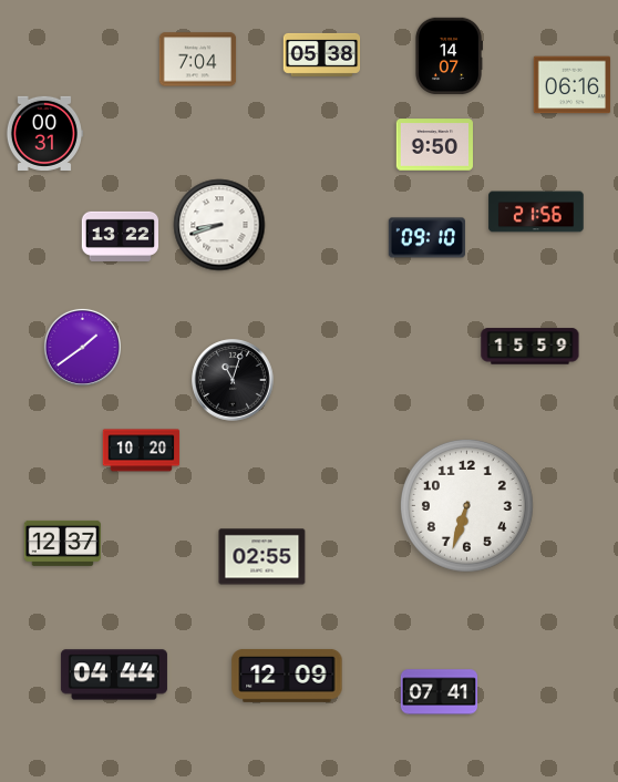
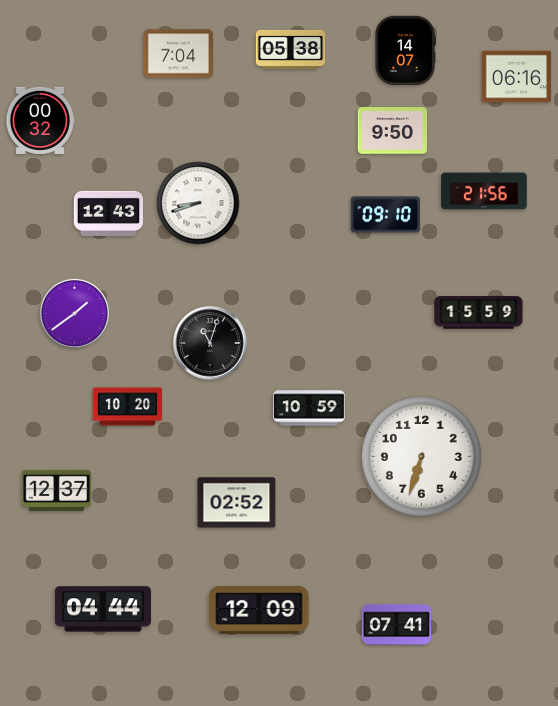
clock at (43, 133): 00:31 -> 00:32
clock at (121, 236): 13:22 -> 12:43
clock at (309, 408): none -> 10:59
clock at (262, 557): 02:55 -> 02:52
